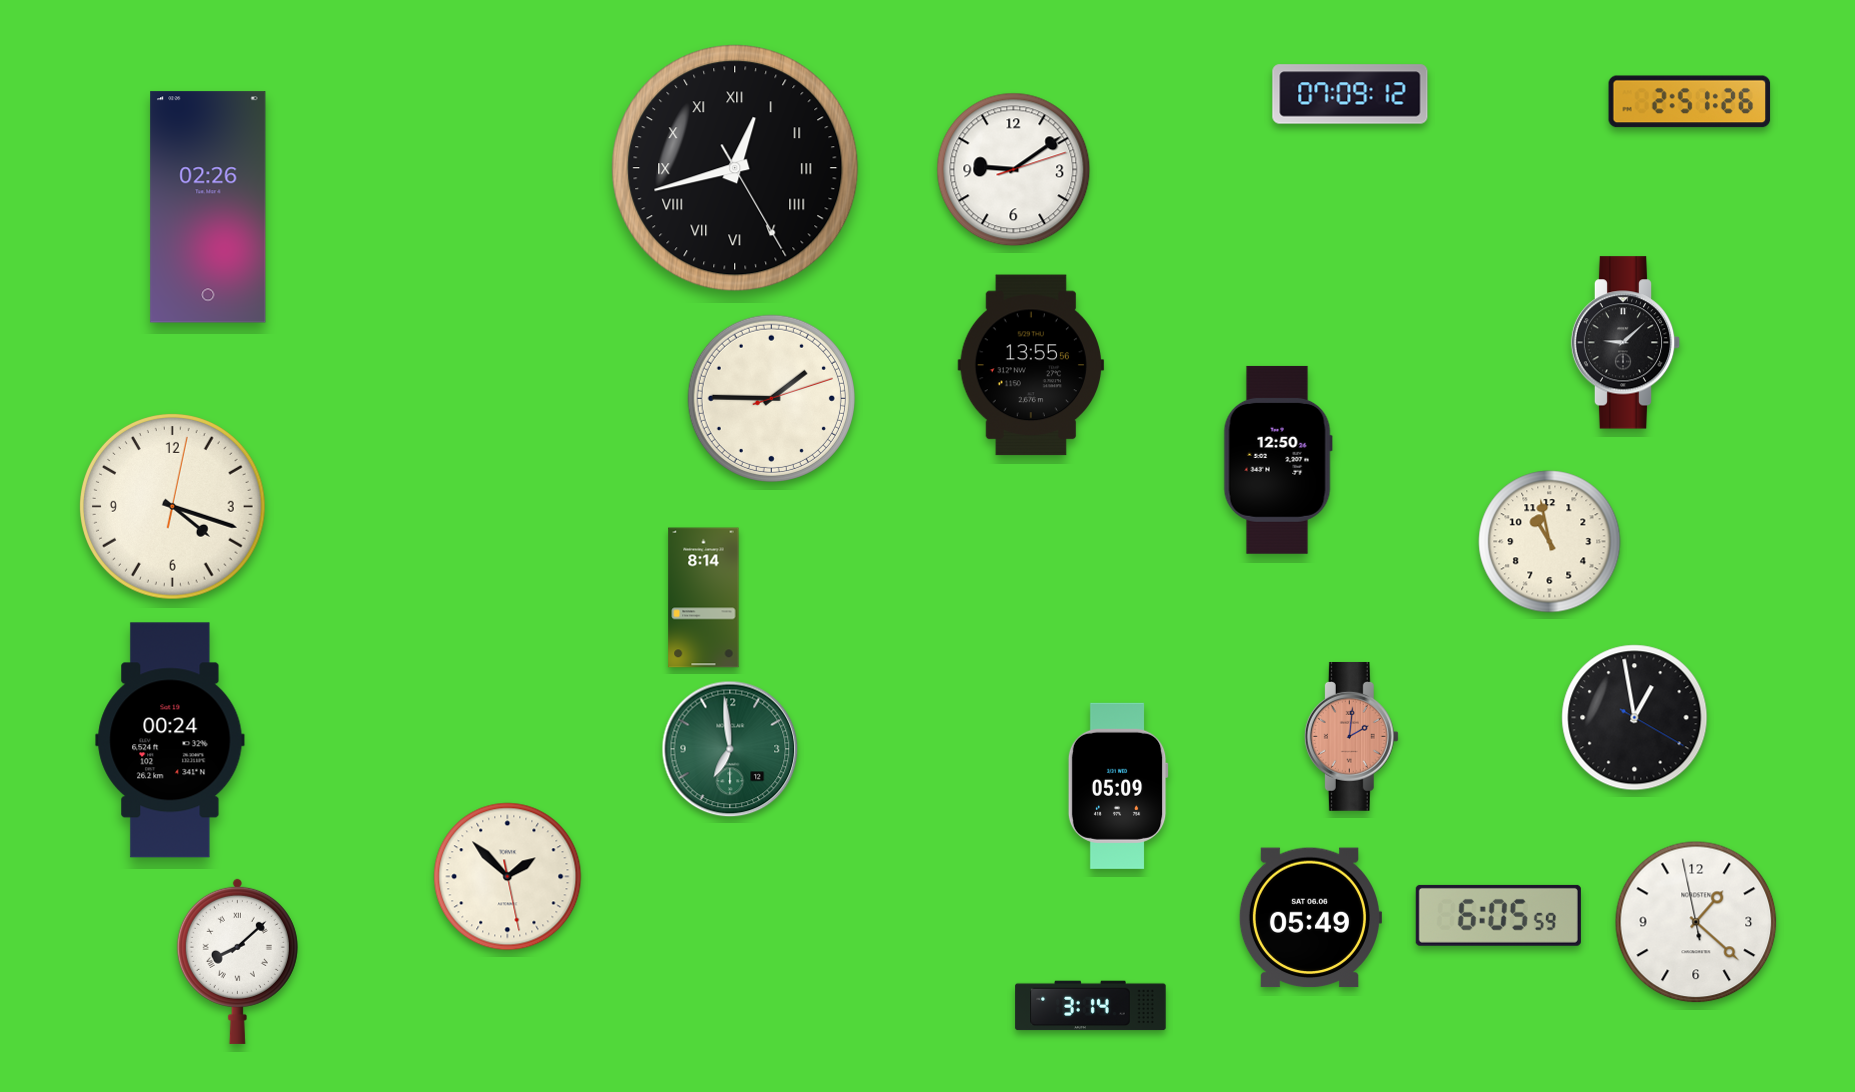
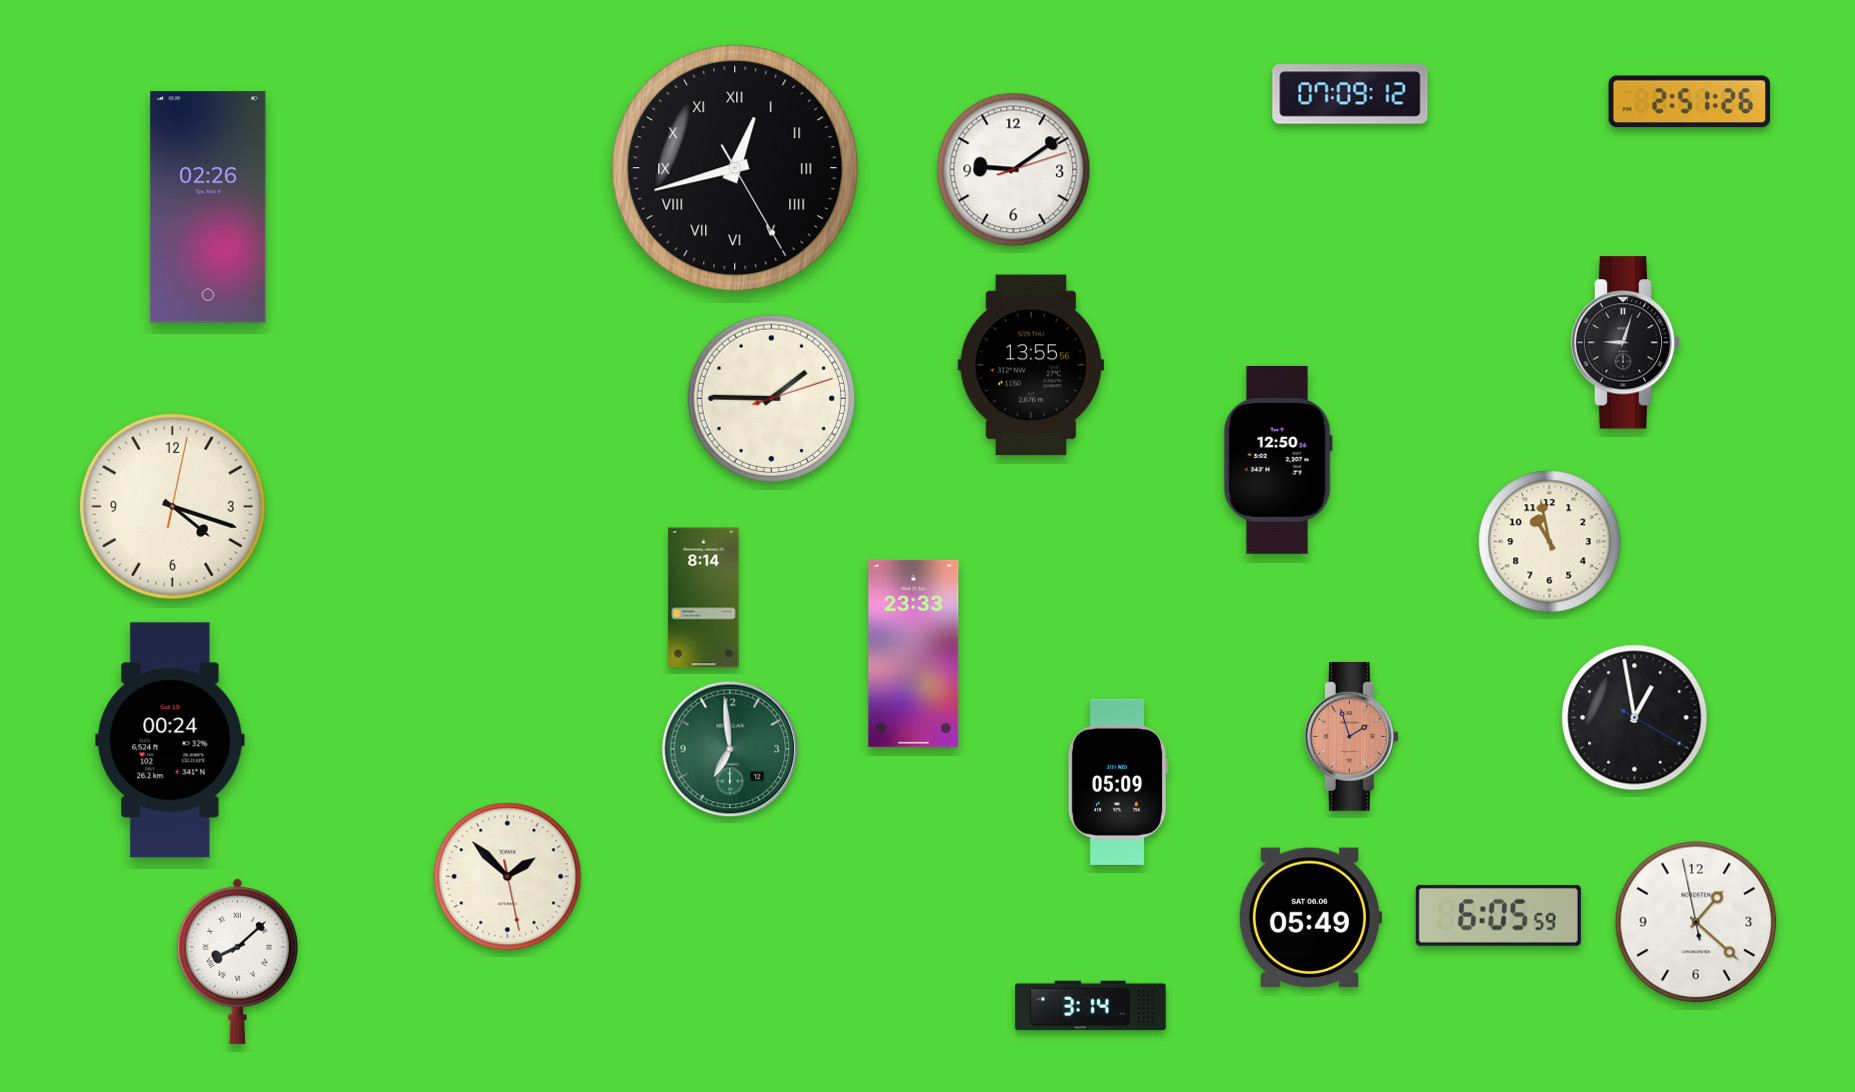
clock at (1626, 343): 9:08 -> 9:03
clock at (914, 653): none -> 23:33
clock at (1351, 736): 2:01 -> 1:57
clock at (1118, 786) position: (1118, 786) -> (1118, 782)
